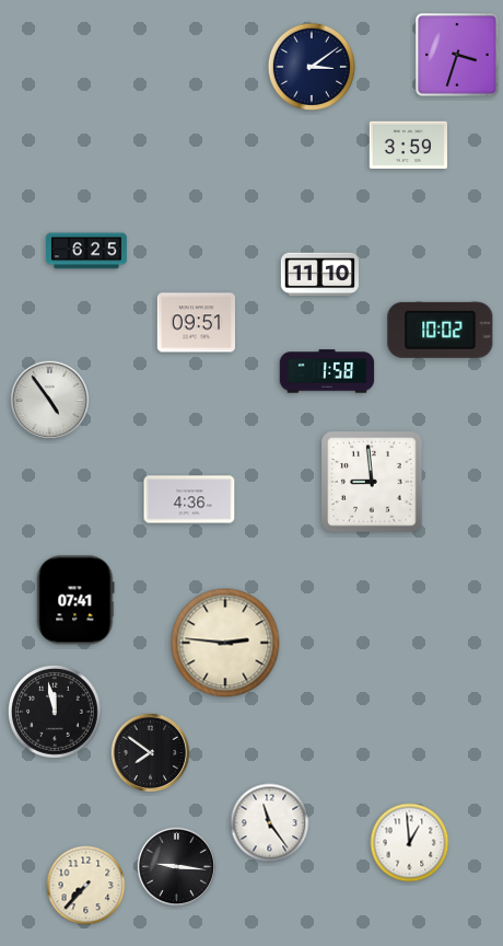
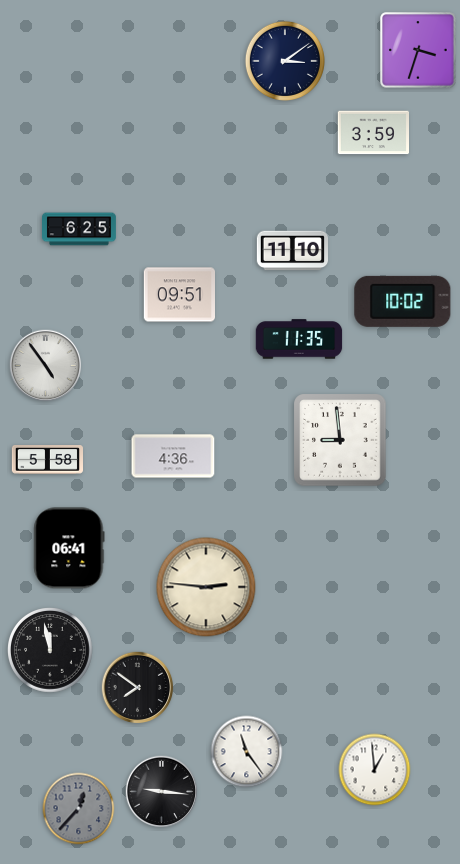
clock at (327, 371): 1:58 -> 11:35
clock at (48, 460): none -> 5:58
clock at (75, 600): 07:41 -> 06:41
clock at (86, 886): 7:37 -> 12:37
clock at (86, 886) dial: cream -> grey
